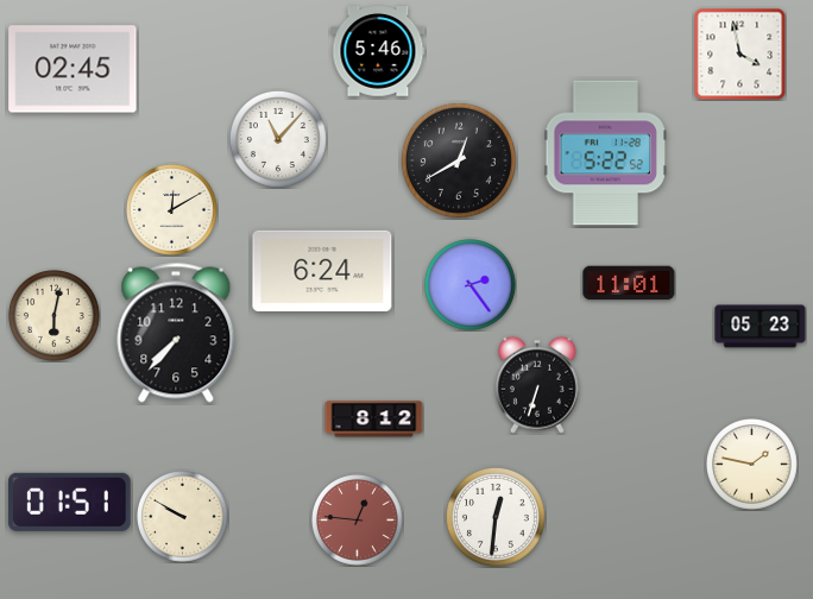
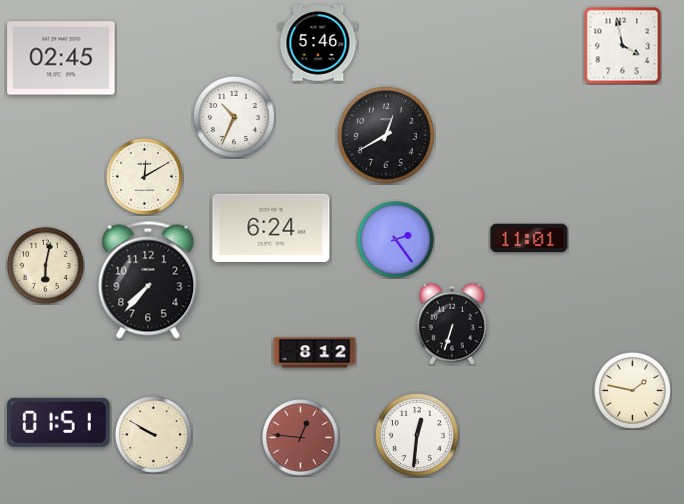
clock at (278, 139): 11:07 -> 10:34
clock at (606, 153): 5:22 -> none
clock at (761, 327): 05:23 -> none
